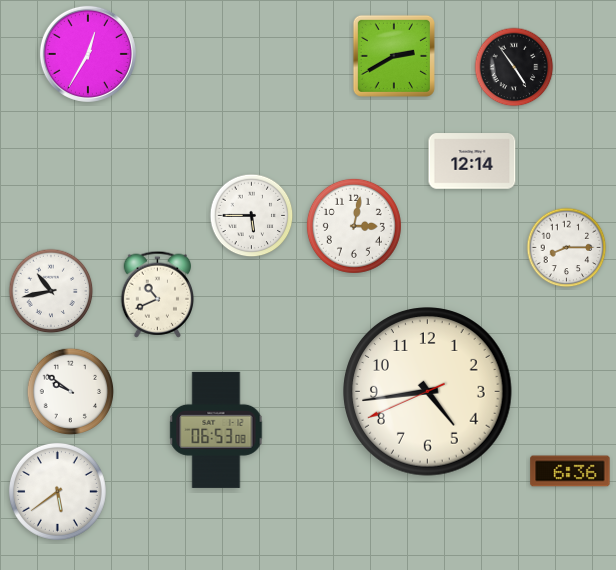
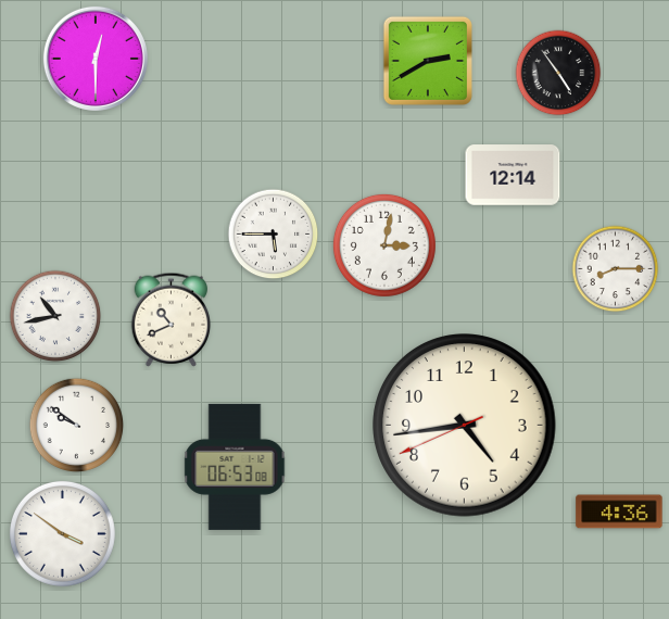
clock at (88, 54): 12:35 -> 12:30
clock at (570, 471): 6:36 -> 4:36
clock at (57, 491): 5:39 -> 3:51
